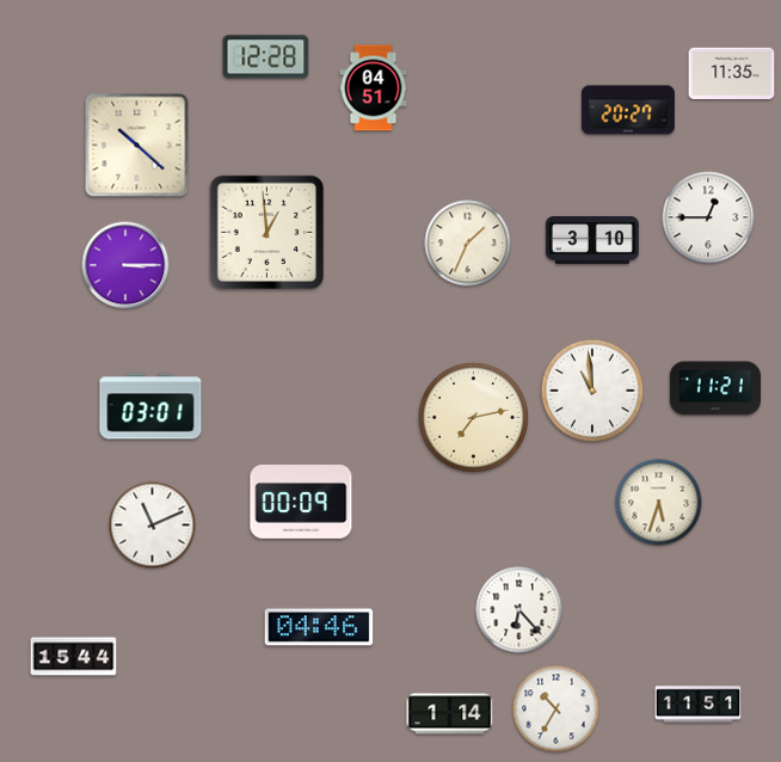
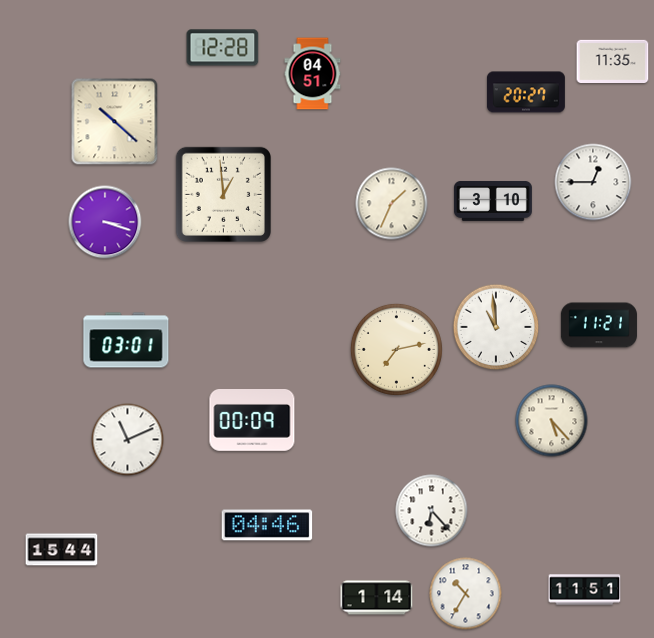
clock at (592, 240) position: (592, 240) -> (493, 201)
clock at (125, 265): 3:15 -> 3:18
clock at (659, 503): 5:33 -> 5:23
clock at (519, 610) position: (519, 610) -> (432, 511)
